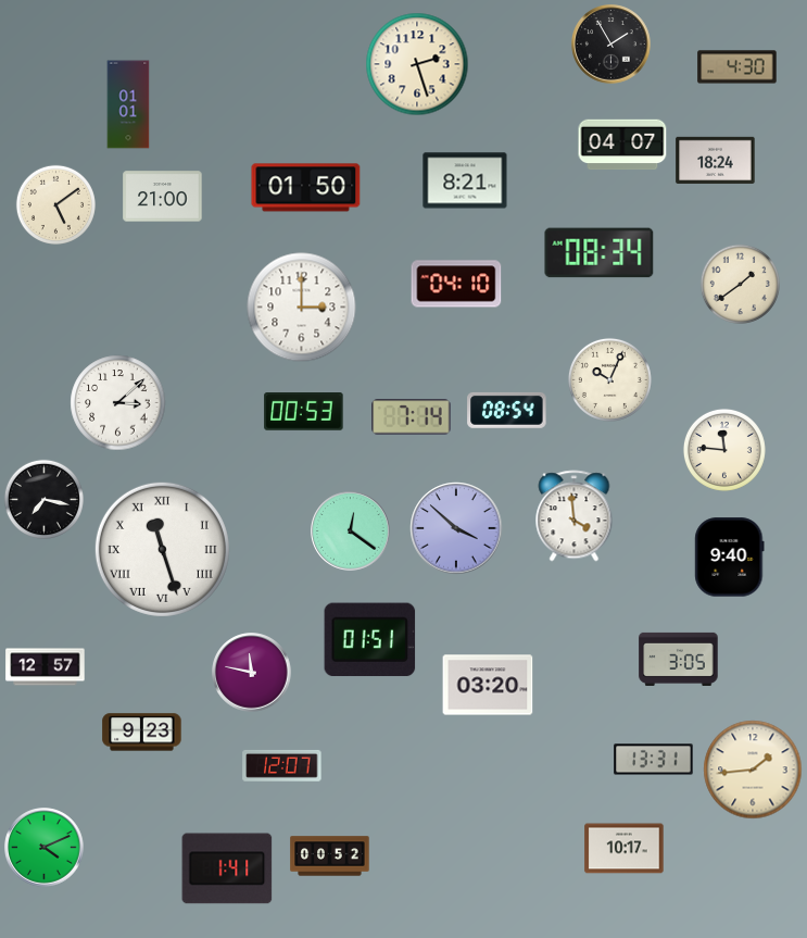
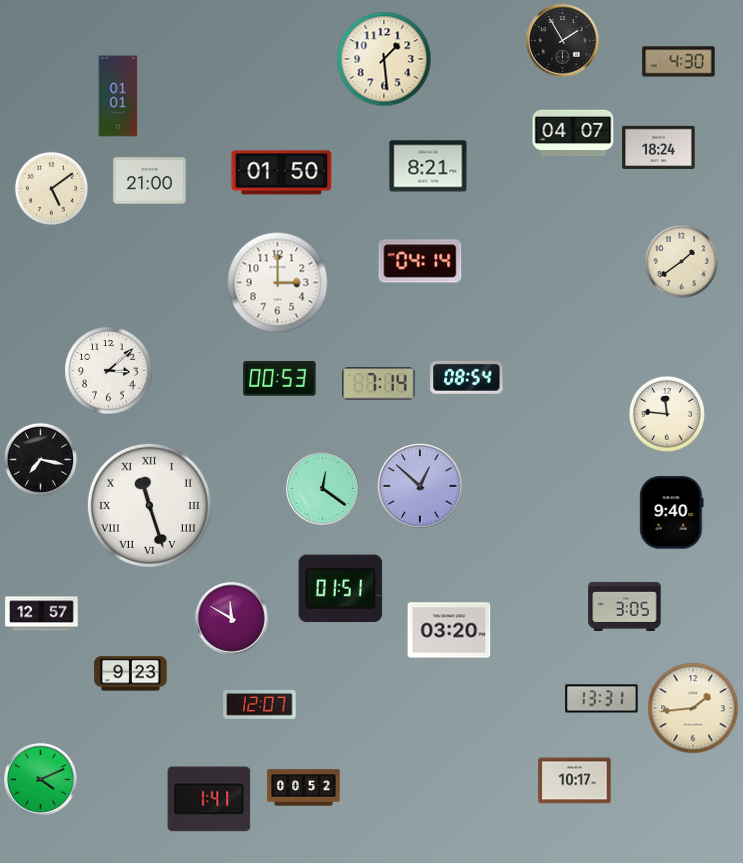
clock at (417, 64): 2:27 -> 1:29
clock at (600, 253): 08:34 -> none
clock at (456, 284): 04:10 -> 04:14
clock at (609, 379): 10:04 -> none
clock at (575, 516): 3:59 -> none
clock at (456, 528): 3:52 -> 12:52
clock at (252, 673): 11:47 -> 11:50
